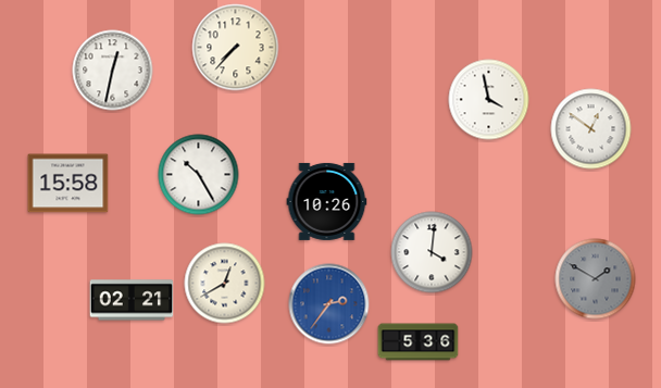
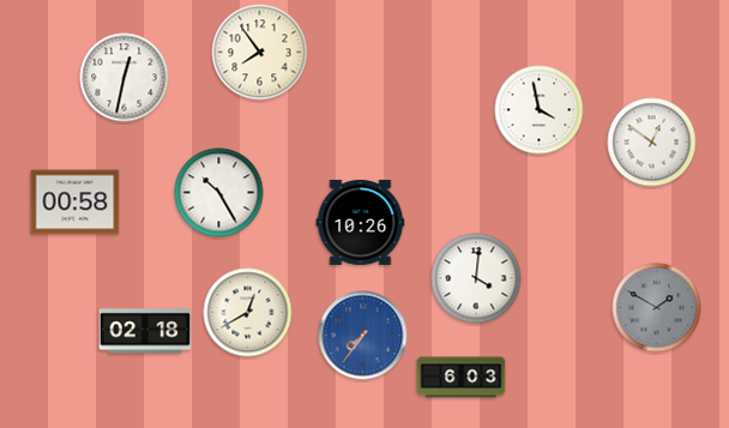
clock at (236, 48): 7:37 -> 7:54
clock at (68, 184): 15:58 -> 00:58
clock at (132, 300): 02:21 -> 02:18
clock at (329, 304): 2:36 -> 7:36
clock at (419, 342): 5:36 -> 6:03
